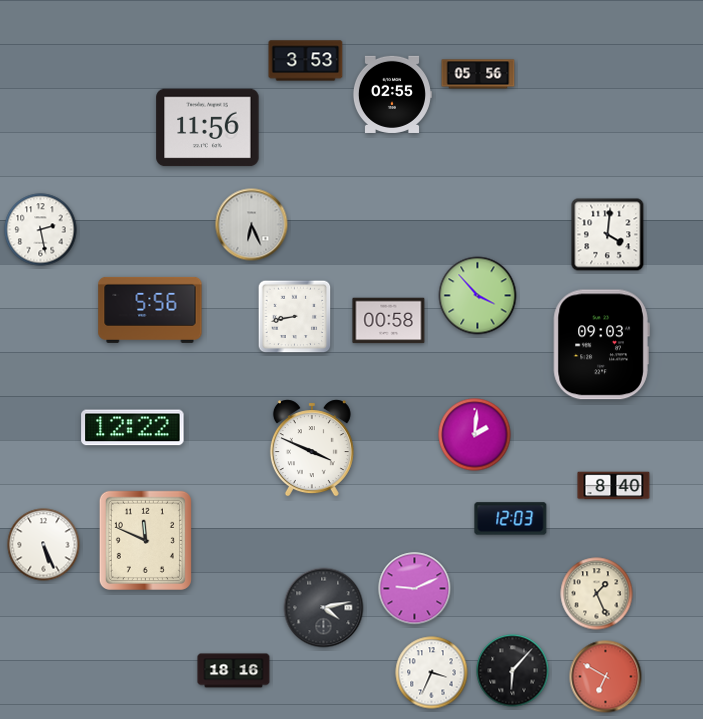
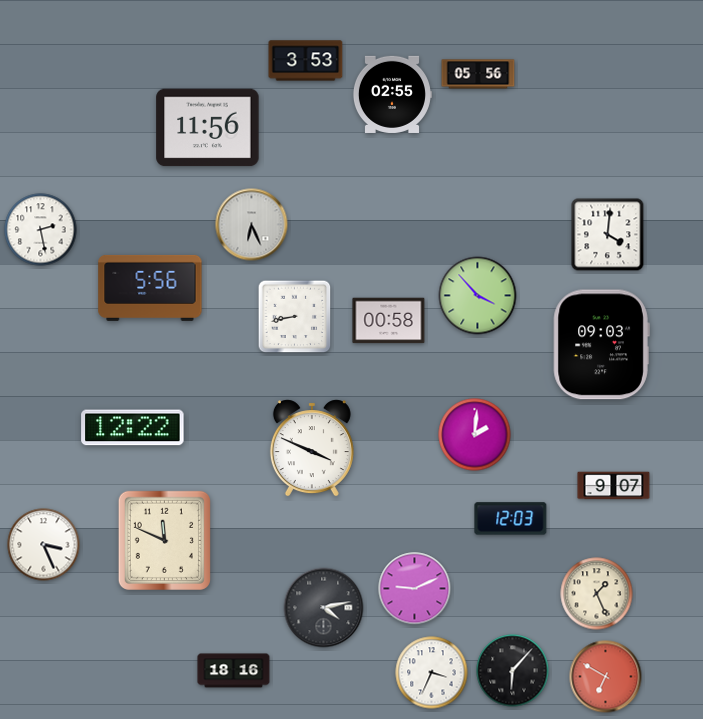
clock at (150, 310) position: (150, 310) -> (150, 288)
clock at (614, 486): 8:40 -> 9:07
clock at (145, 540) position: (145, 540) -> (164, 540)
clock at (44, 545): 5:26 -> 3:26
